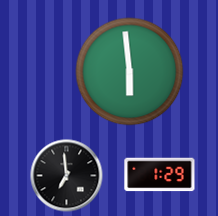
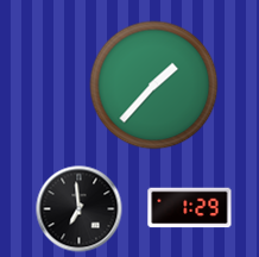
clock at (130, 72): 5:59 -> 1:37
